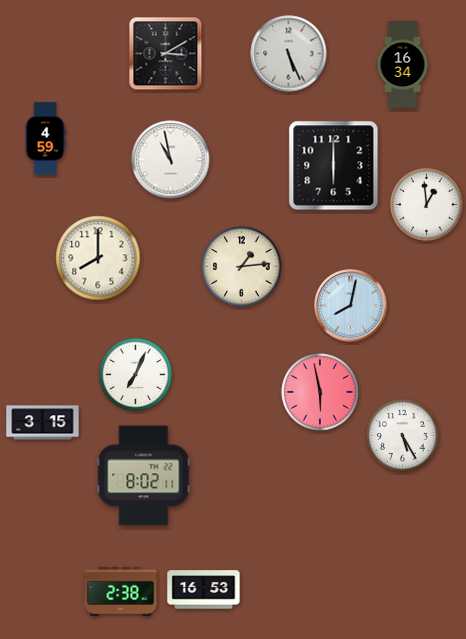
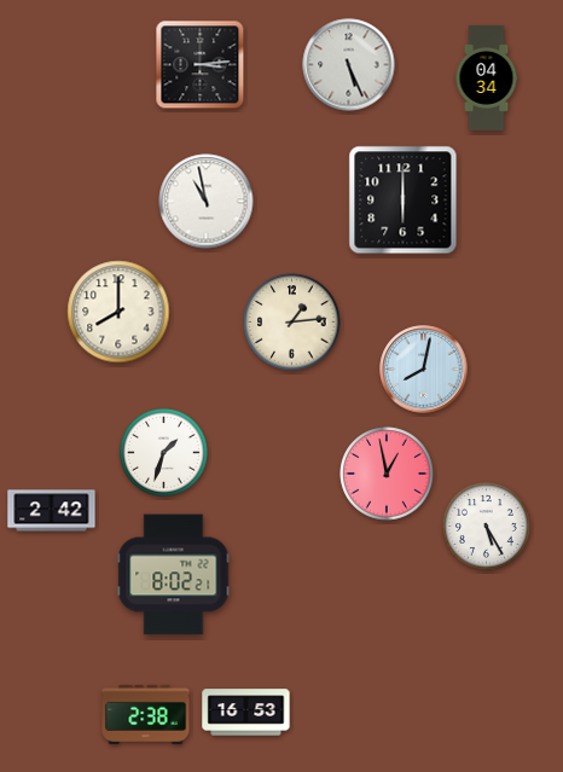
clock at (166, 54): 3:10 -> 3:14
clock at (403, 65): 16:34 -> 04:34
clock at (45, 139): 4:59 -> none
clock at (171, 160) position: (171, 160) -> (207, 202)
clock at (426, 204): 12:59 -> none
clock at (135, 374): 7:04 -> 1:33
clock at (320, 392): 5:58 -> 12:58
clock at (43, 423): 3:15 -> 2:42
clock at (144, 476): 8:02:11 -> 8:02:21
